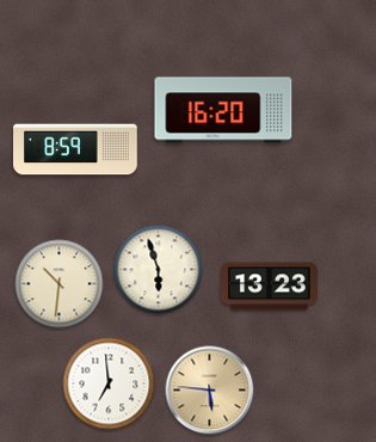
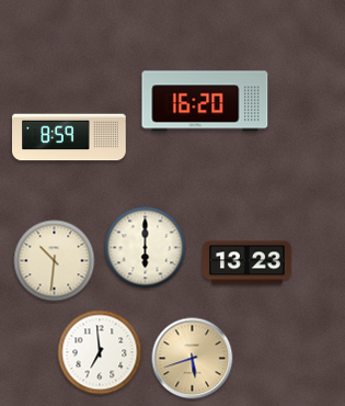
clock at (159, 270): 5:57 -> 6:00
clock at (210, 391): 5:46 -> 5:42
